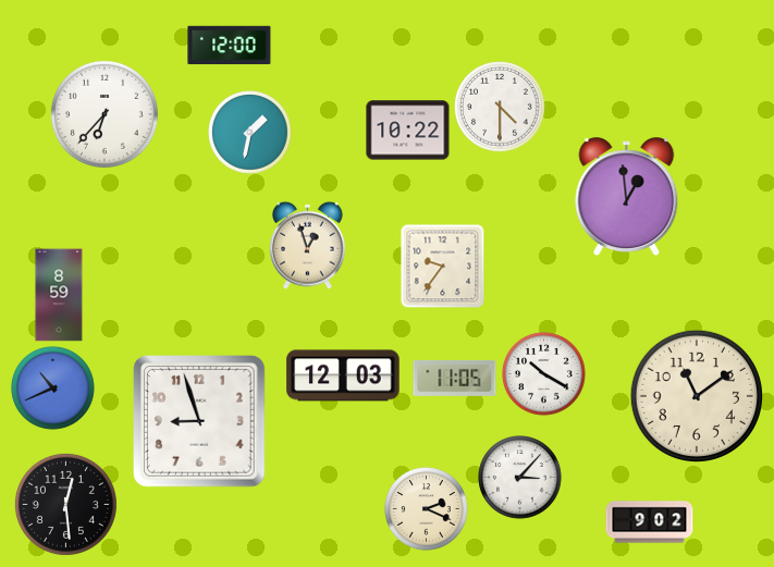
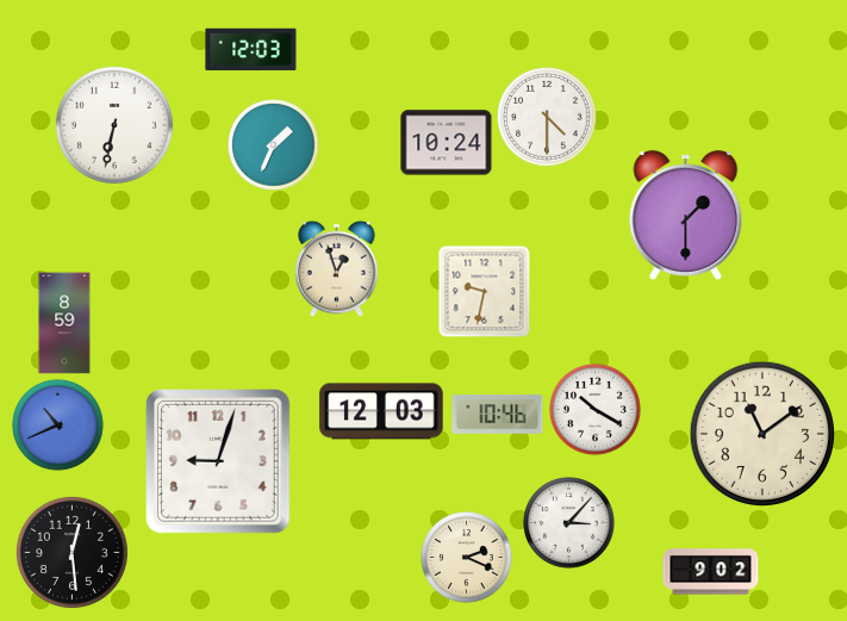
clock at (230, 46): 12:00 -> 12:03
clock at (105, 114): 6:37 -> 6:32
clock at (408, 131): 10:22 -> 10:24
clock at (250, 133): 1:32 -> 1:34
clock at (627, 197): 12:59 -> 1:30
clock at (442, 266): 9:36 -> 9:32
clock at (343, 375) position: (343, 375) -> (381, 411)
clock at (455, 378): 11:05 -> 10:46
clock at (199, 421): 8:57 -> 9:03
